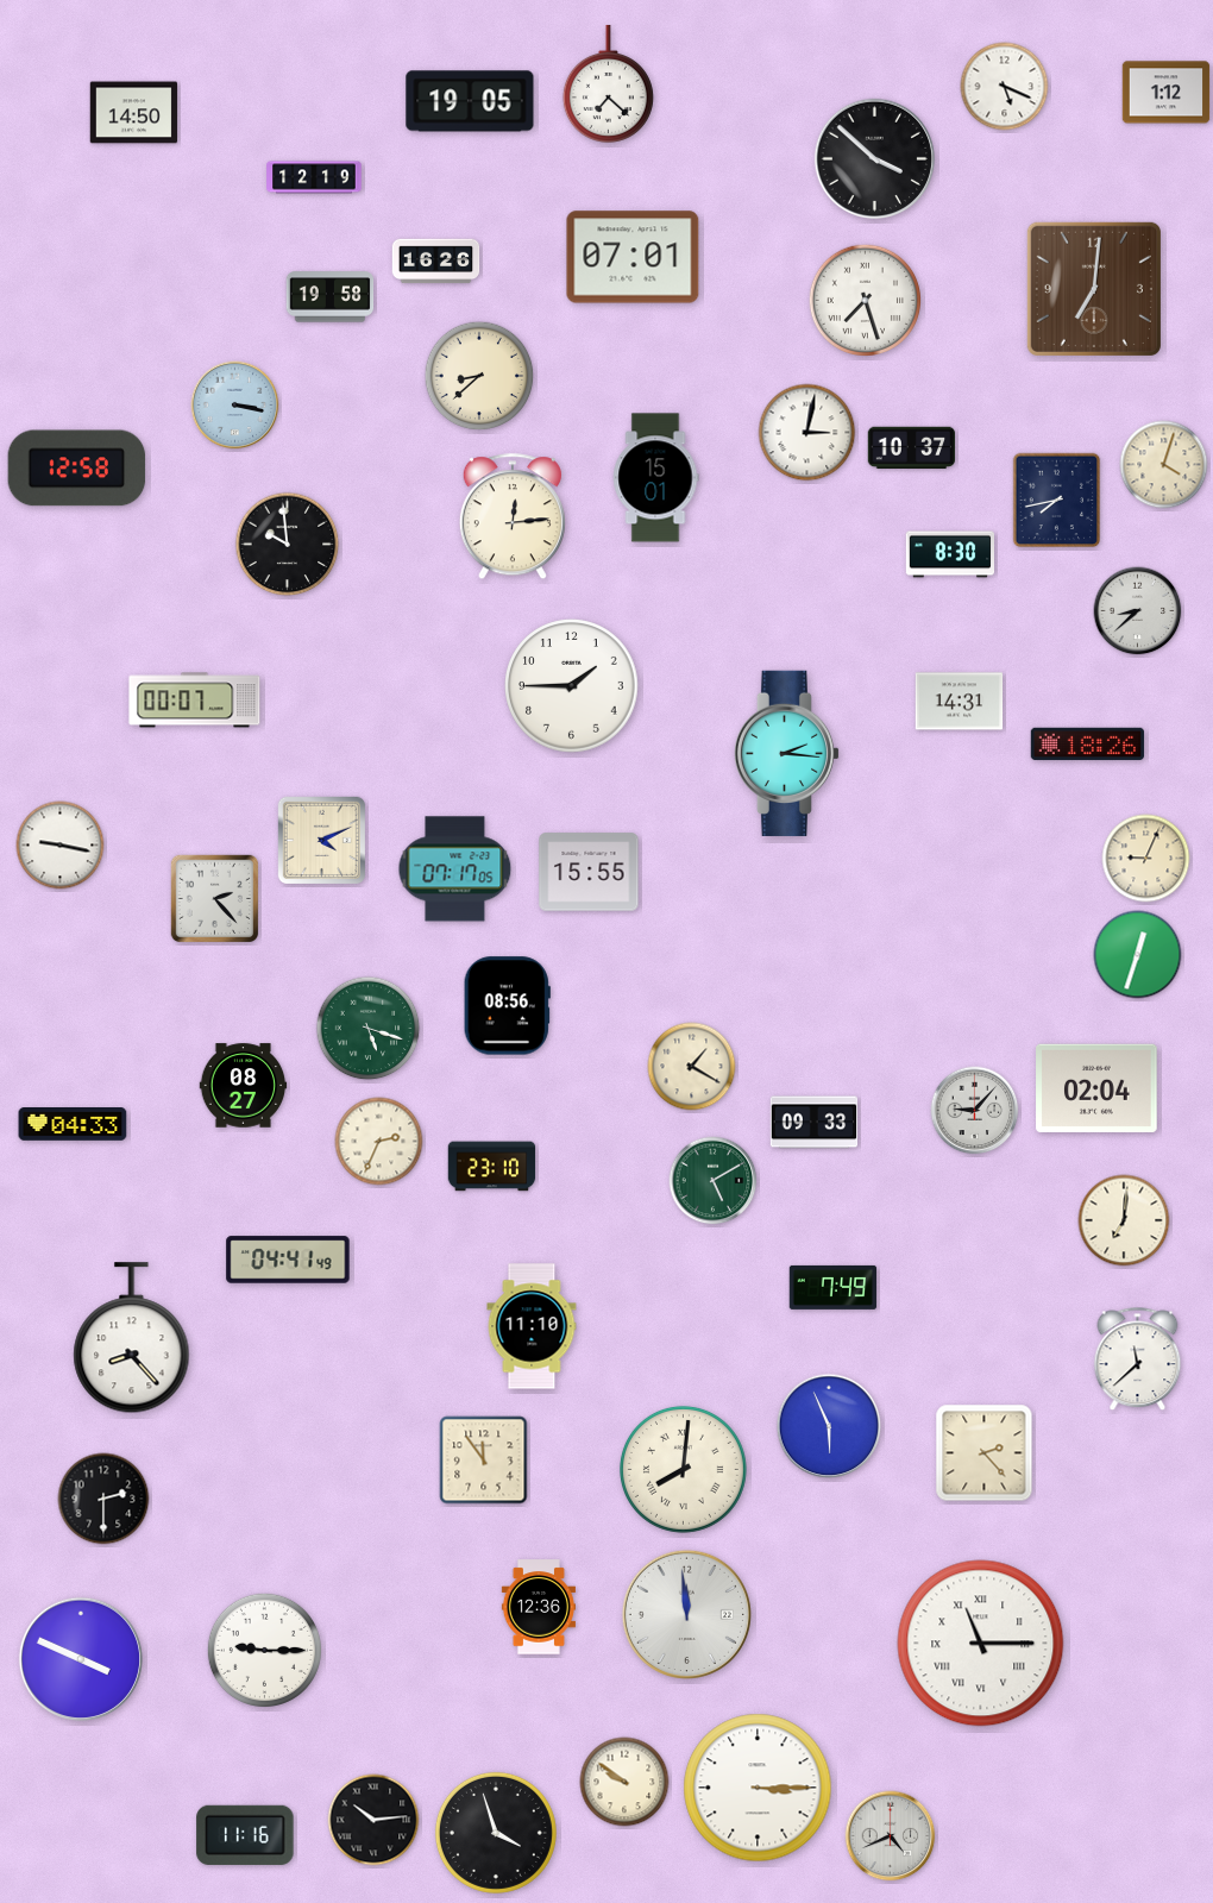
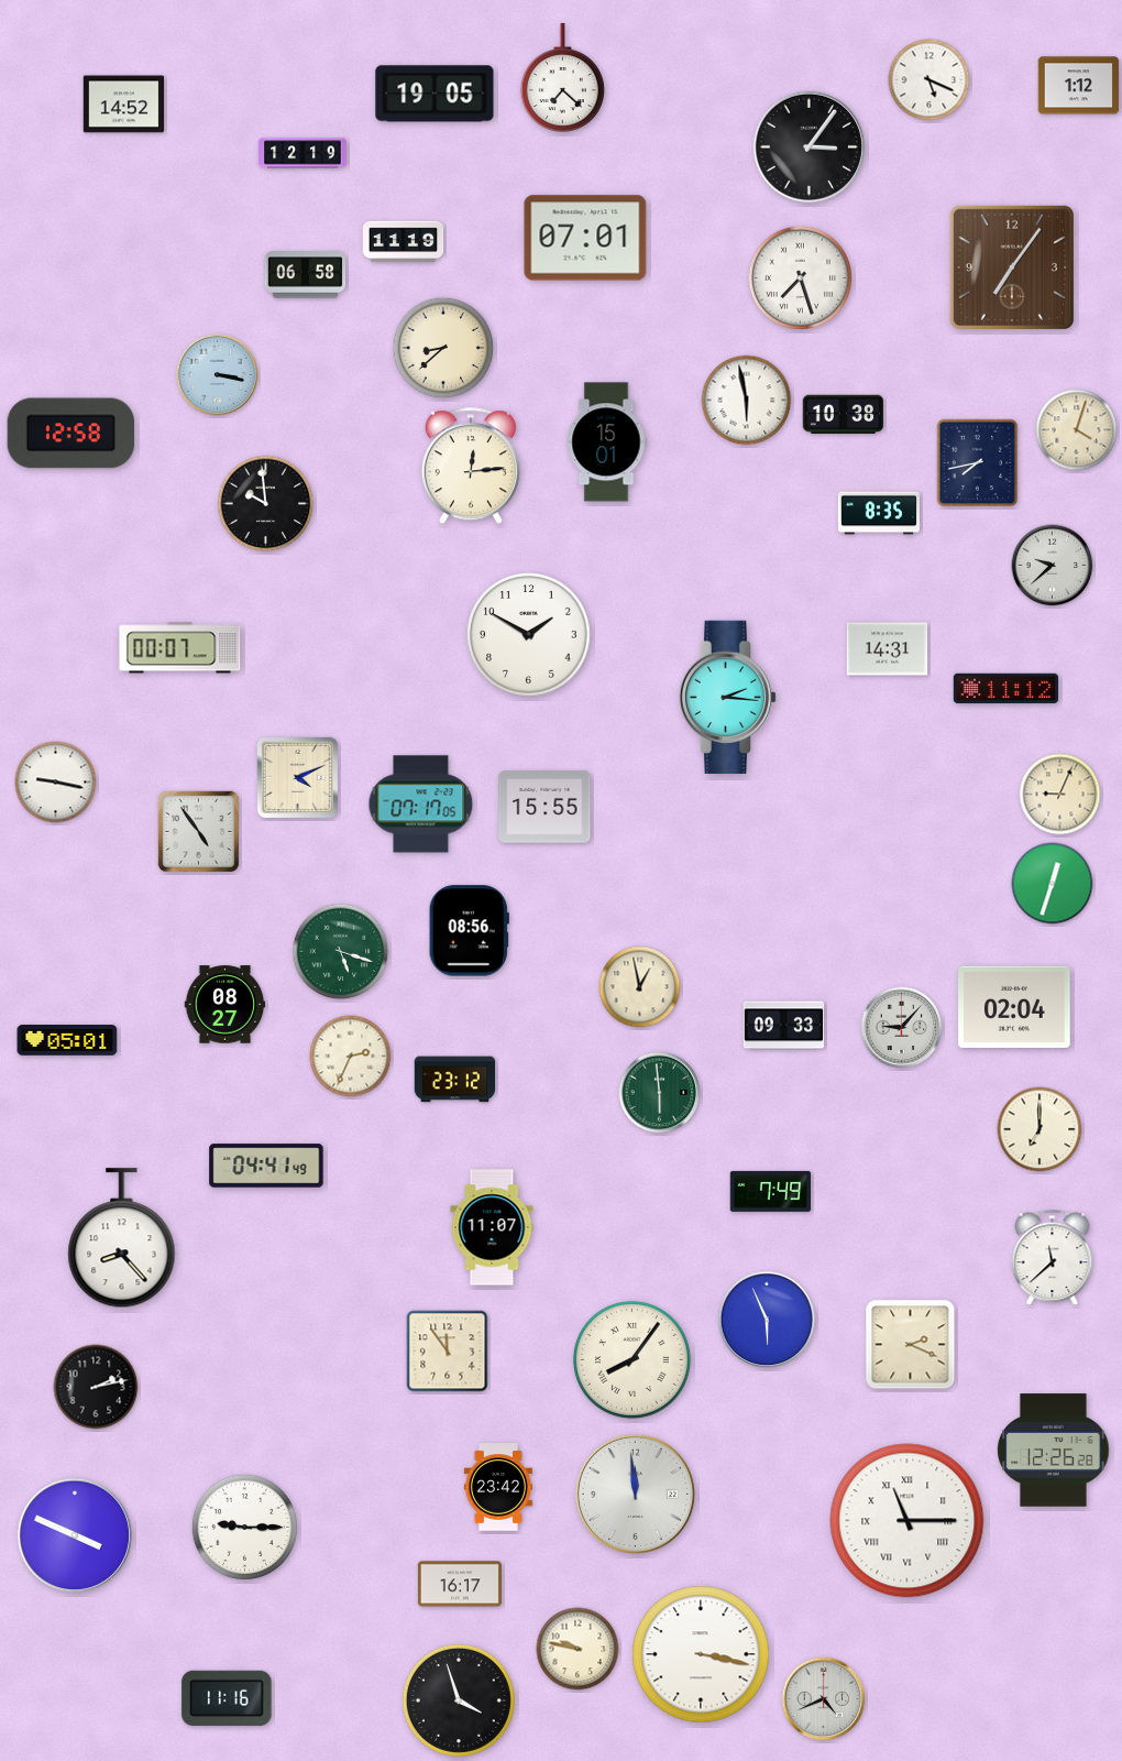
clock at (134, 113): 14:50 -> 14:52
clock at (875, 159): 3:52 -> 3:06
clock at (314, 177) position: (314, 177) -> (302, 153)
clock at (436, 262): 16:26 -> 11:19
clock at (1094, 289): 7:01 -> 7:06
clock at (331, 297): 19:58 -> 06:58
clock at (807, 433): 3:02 -> 5:58
clock at (912, 448): 10:37 -> 10:38
clock at (513, 517) position: (513, 517) -> (471, 467)
clock at (949, 554): 8:30 -> 8:35
clock at (1138, 611): 8:38 -> 9:38
clock at (572, 686): 1:45 -> 1:50
clock at (1088, 745): 18:26 -> 11:12
clock at (214, 898): 2:23 -> 4:54
clock at (692, 1067): 1:20 -> 12:58
clock at (815, 1123) position: (815, 1123) -> (784, 1026)
clock at (73, 1125): 04:33 -> 05:01
clock at (492, 1167): 23:10 -> 23:12
clock at (714, 1181): 5:10 -> 5:59
clock at (1124, 1220): 7:01 -> 7:00
clock at (532, 1326): 11:10 -> 11:07
clock at (985, 1453): 2:23 -> 2:19
clock at (683, 1469): 8:01 -> 8:06
clock at (103, 1499): 2:30 -> 2:13
clock at (1054, 1451): none -> 12:26
clock at (538, 1607): 12:36 -> 23:42
clock at (460, 1584): none -> 16:17
clock at (624, 1782): 9:51 -> 9:47
clock at (758, 1788): 3:15 -> 3:17
clock at (373, 1820): 10:14 -> none
clock at (496, 1833) position: (496, 1833) -> (459, 1700)
